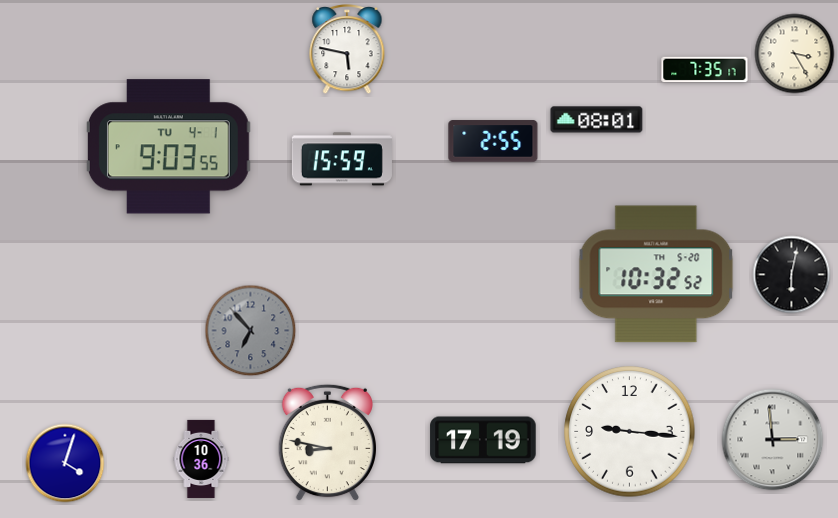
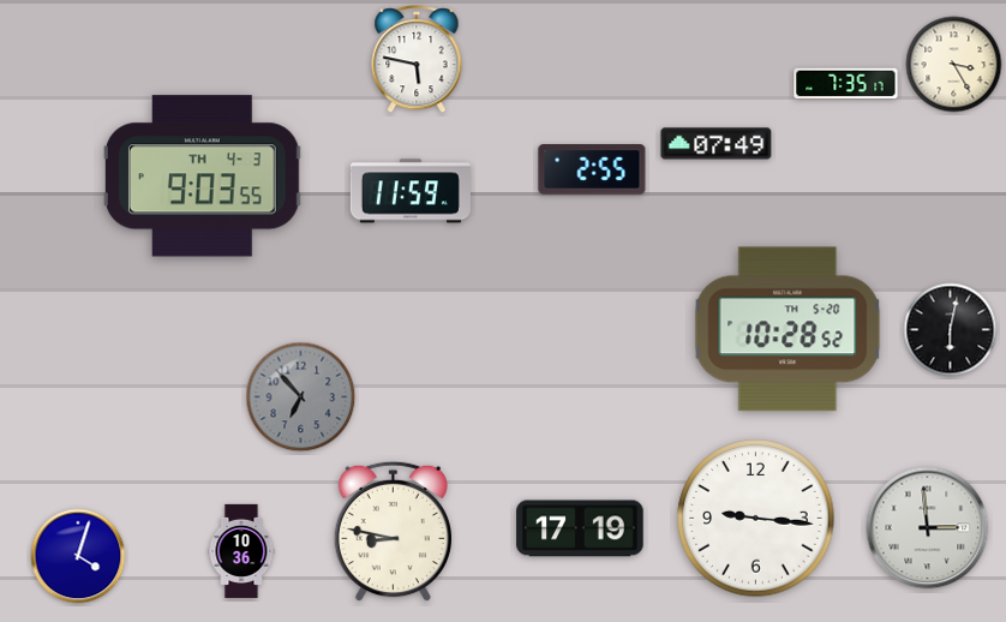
clock at (597, 120): 08:01 -> 07:49
clock at (168, 147) date: TU 4-1 -> TH 4-3
clock at (342, 159): 15:59 -> 11:59
clock at (656, 274): 10:32 -> 10:28
